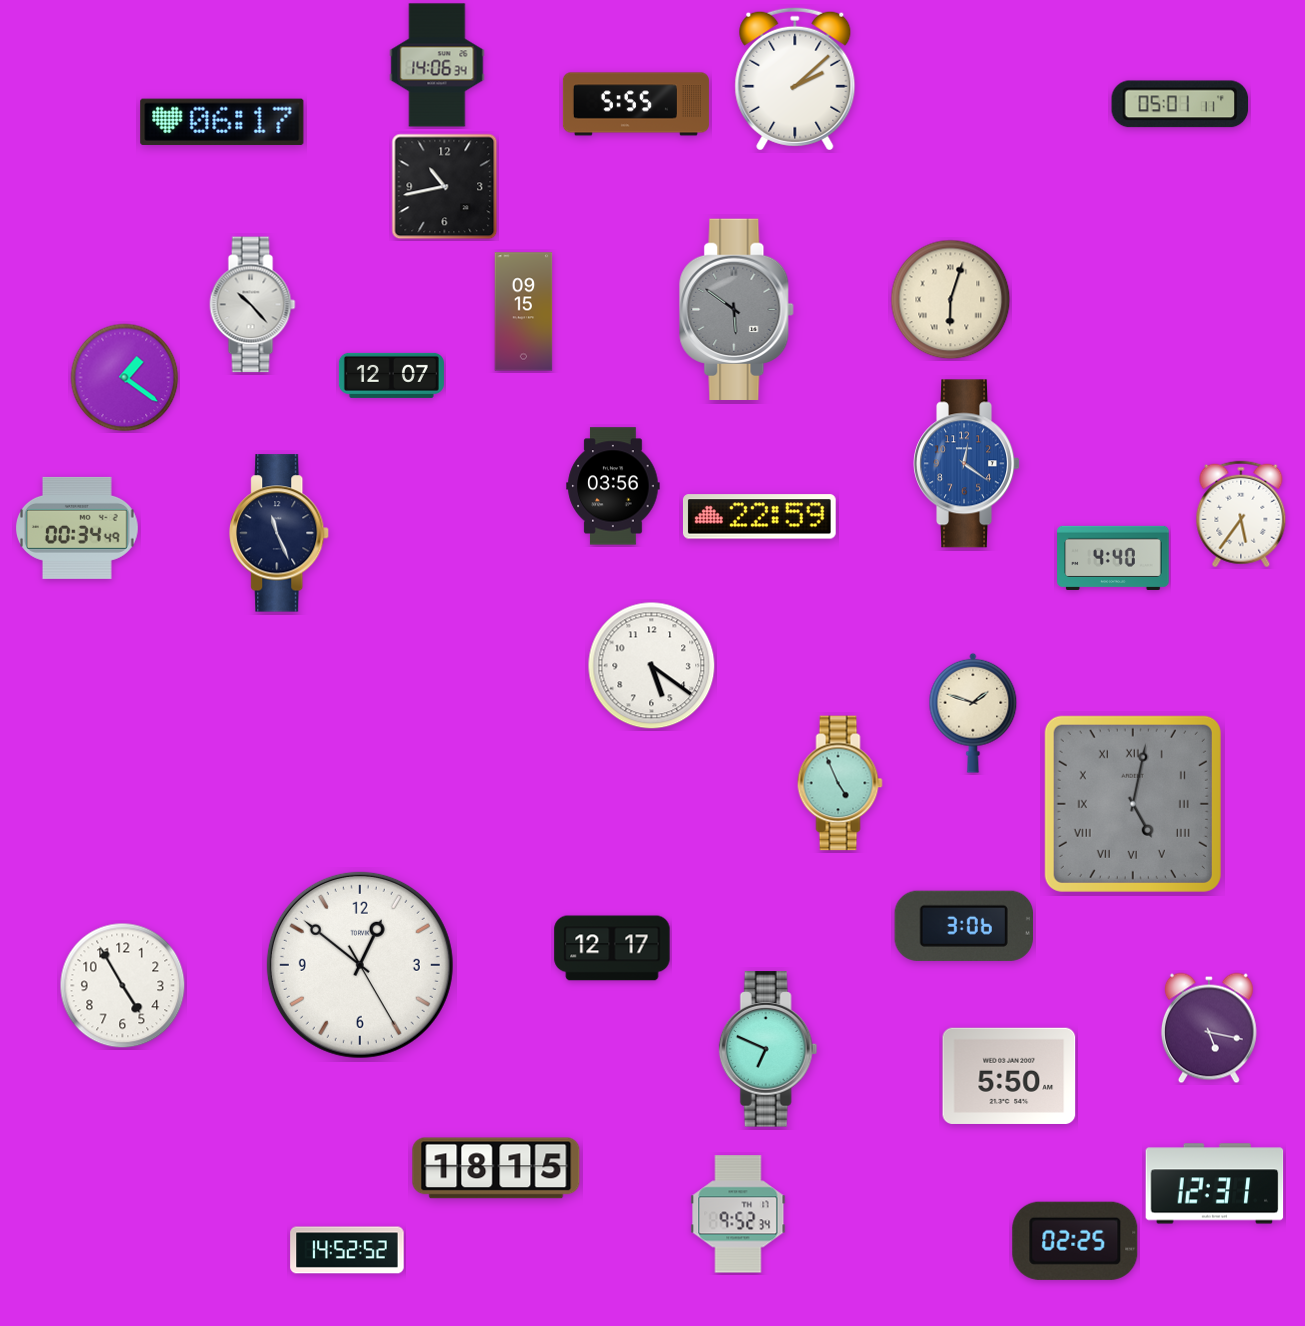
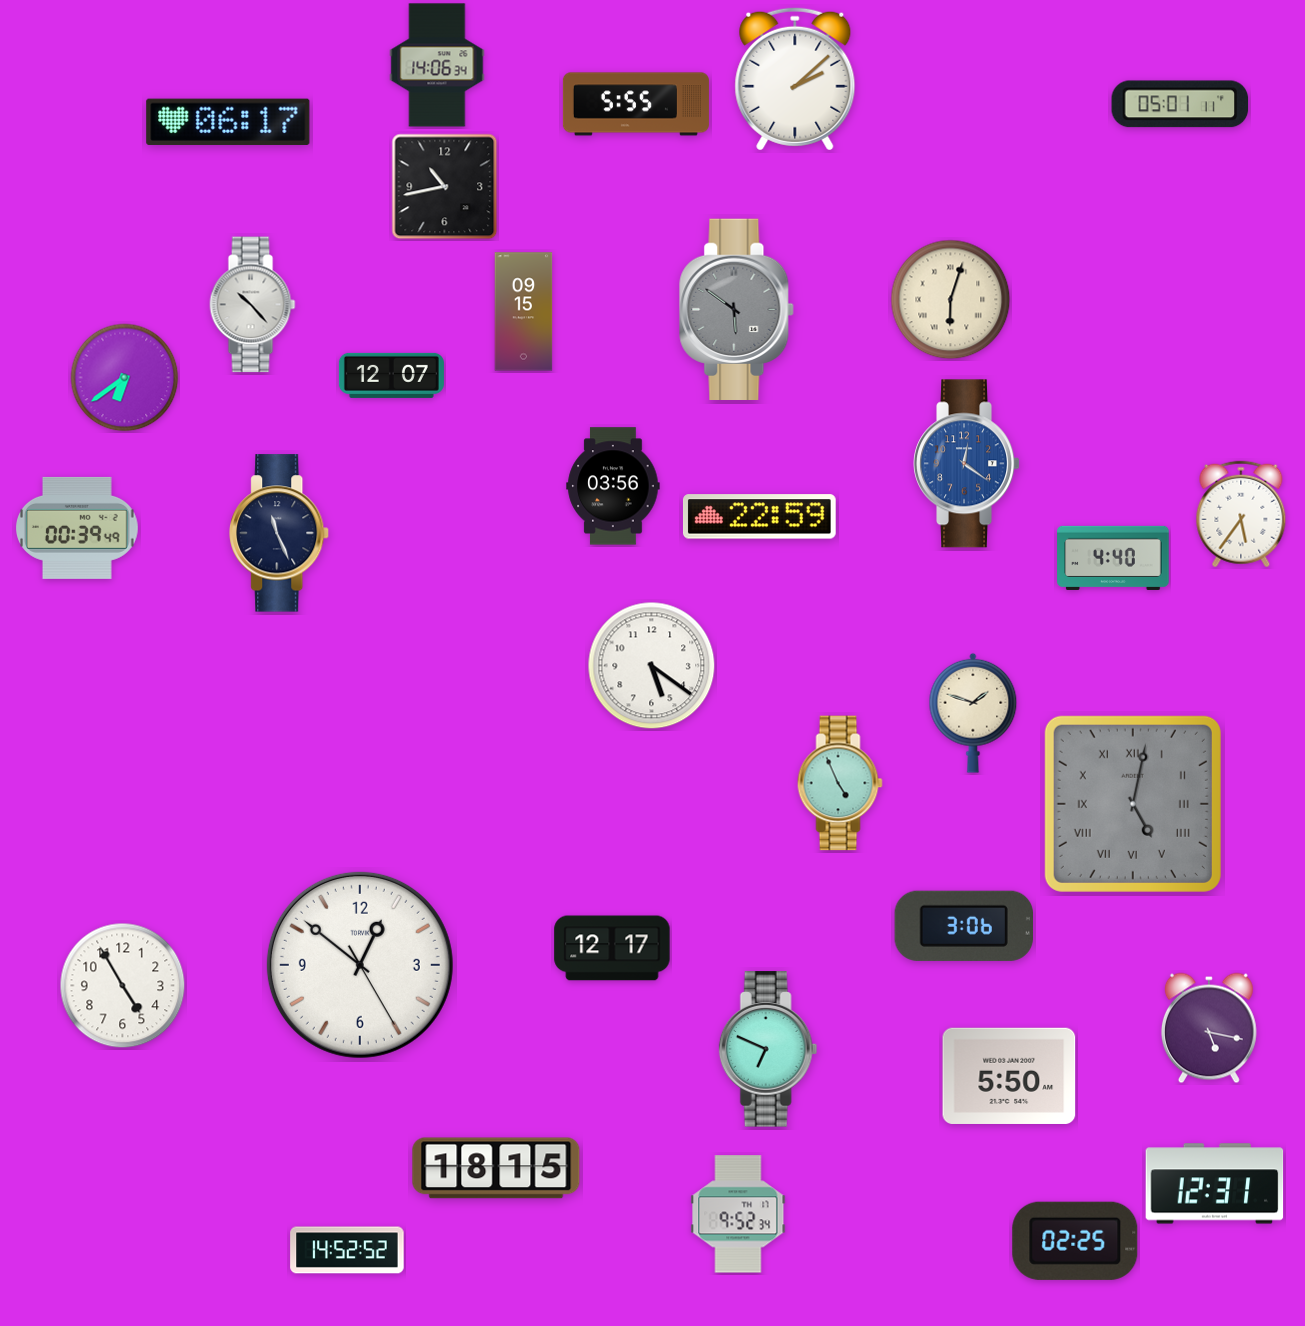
clock at (222, 122) position: (222, 122) -> (228, 122)
clock at (125, 378): 1:21 -> 6:39
clock at (78, 528): 00:34 -> 00:39
